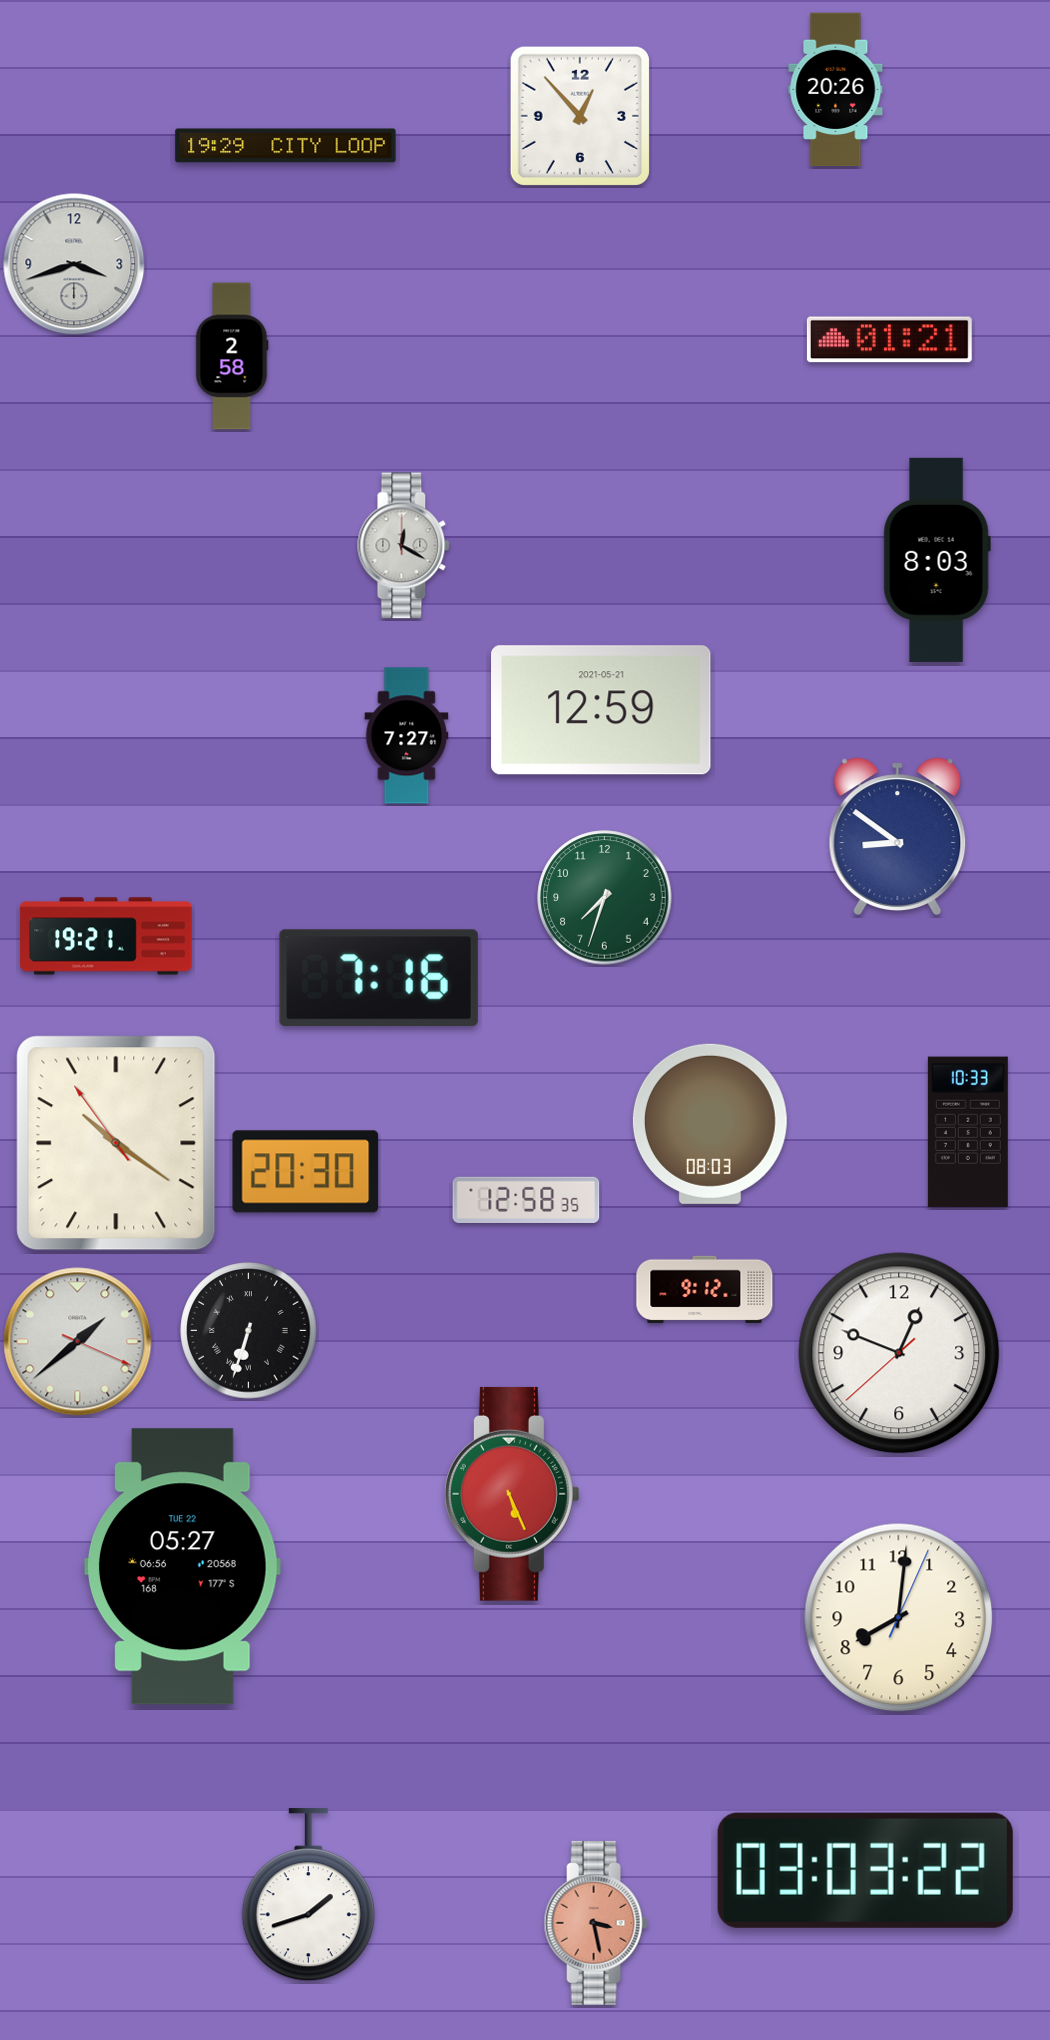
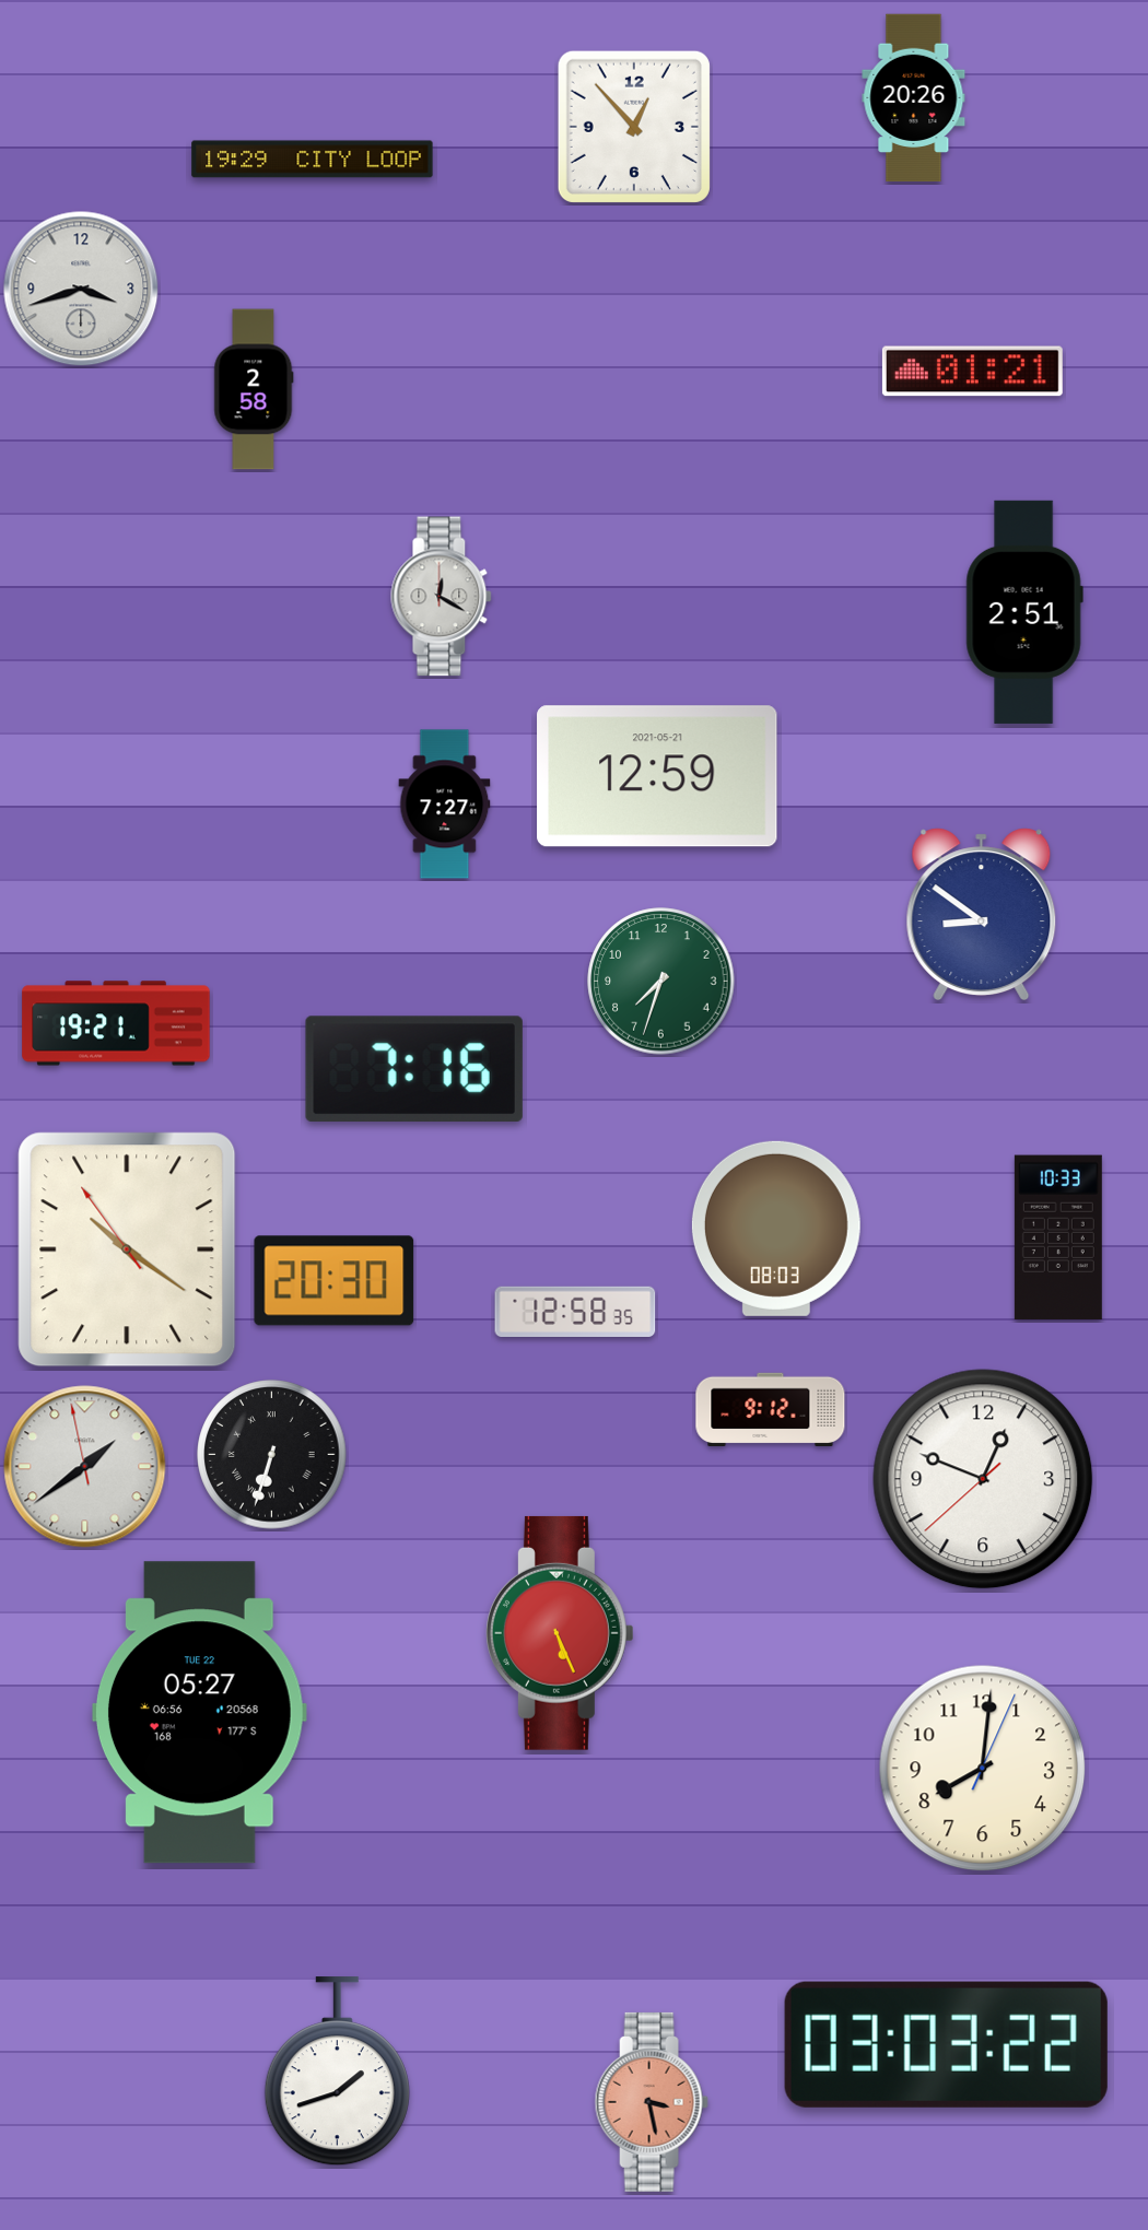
clock at (937, 560): 8:03 -> 2:51
clock at (78, 1342): 1:38:19 -> 1:38:58
